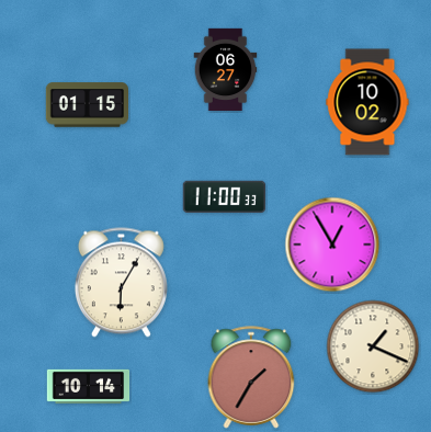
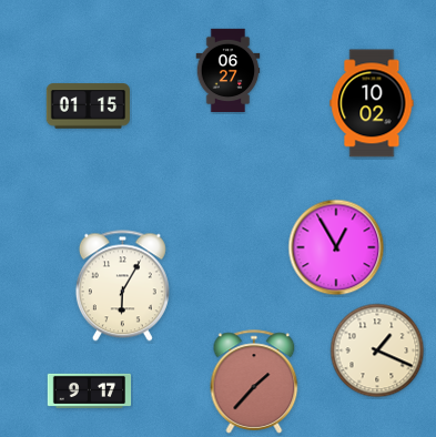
clock at (224, 196): 11:00 -> none
clock at (251, 377): 1:35 -> 1:37
clock at (89, 386): 10:14 -> 9:17
